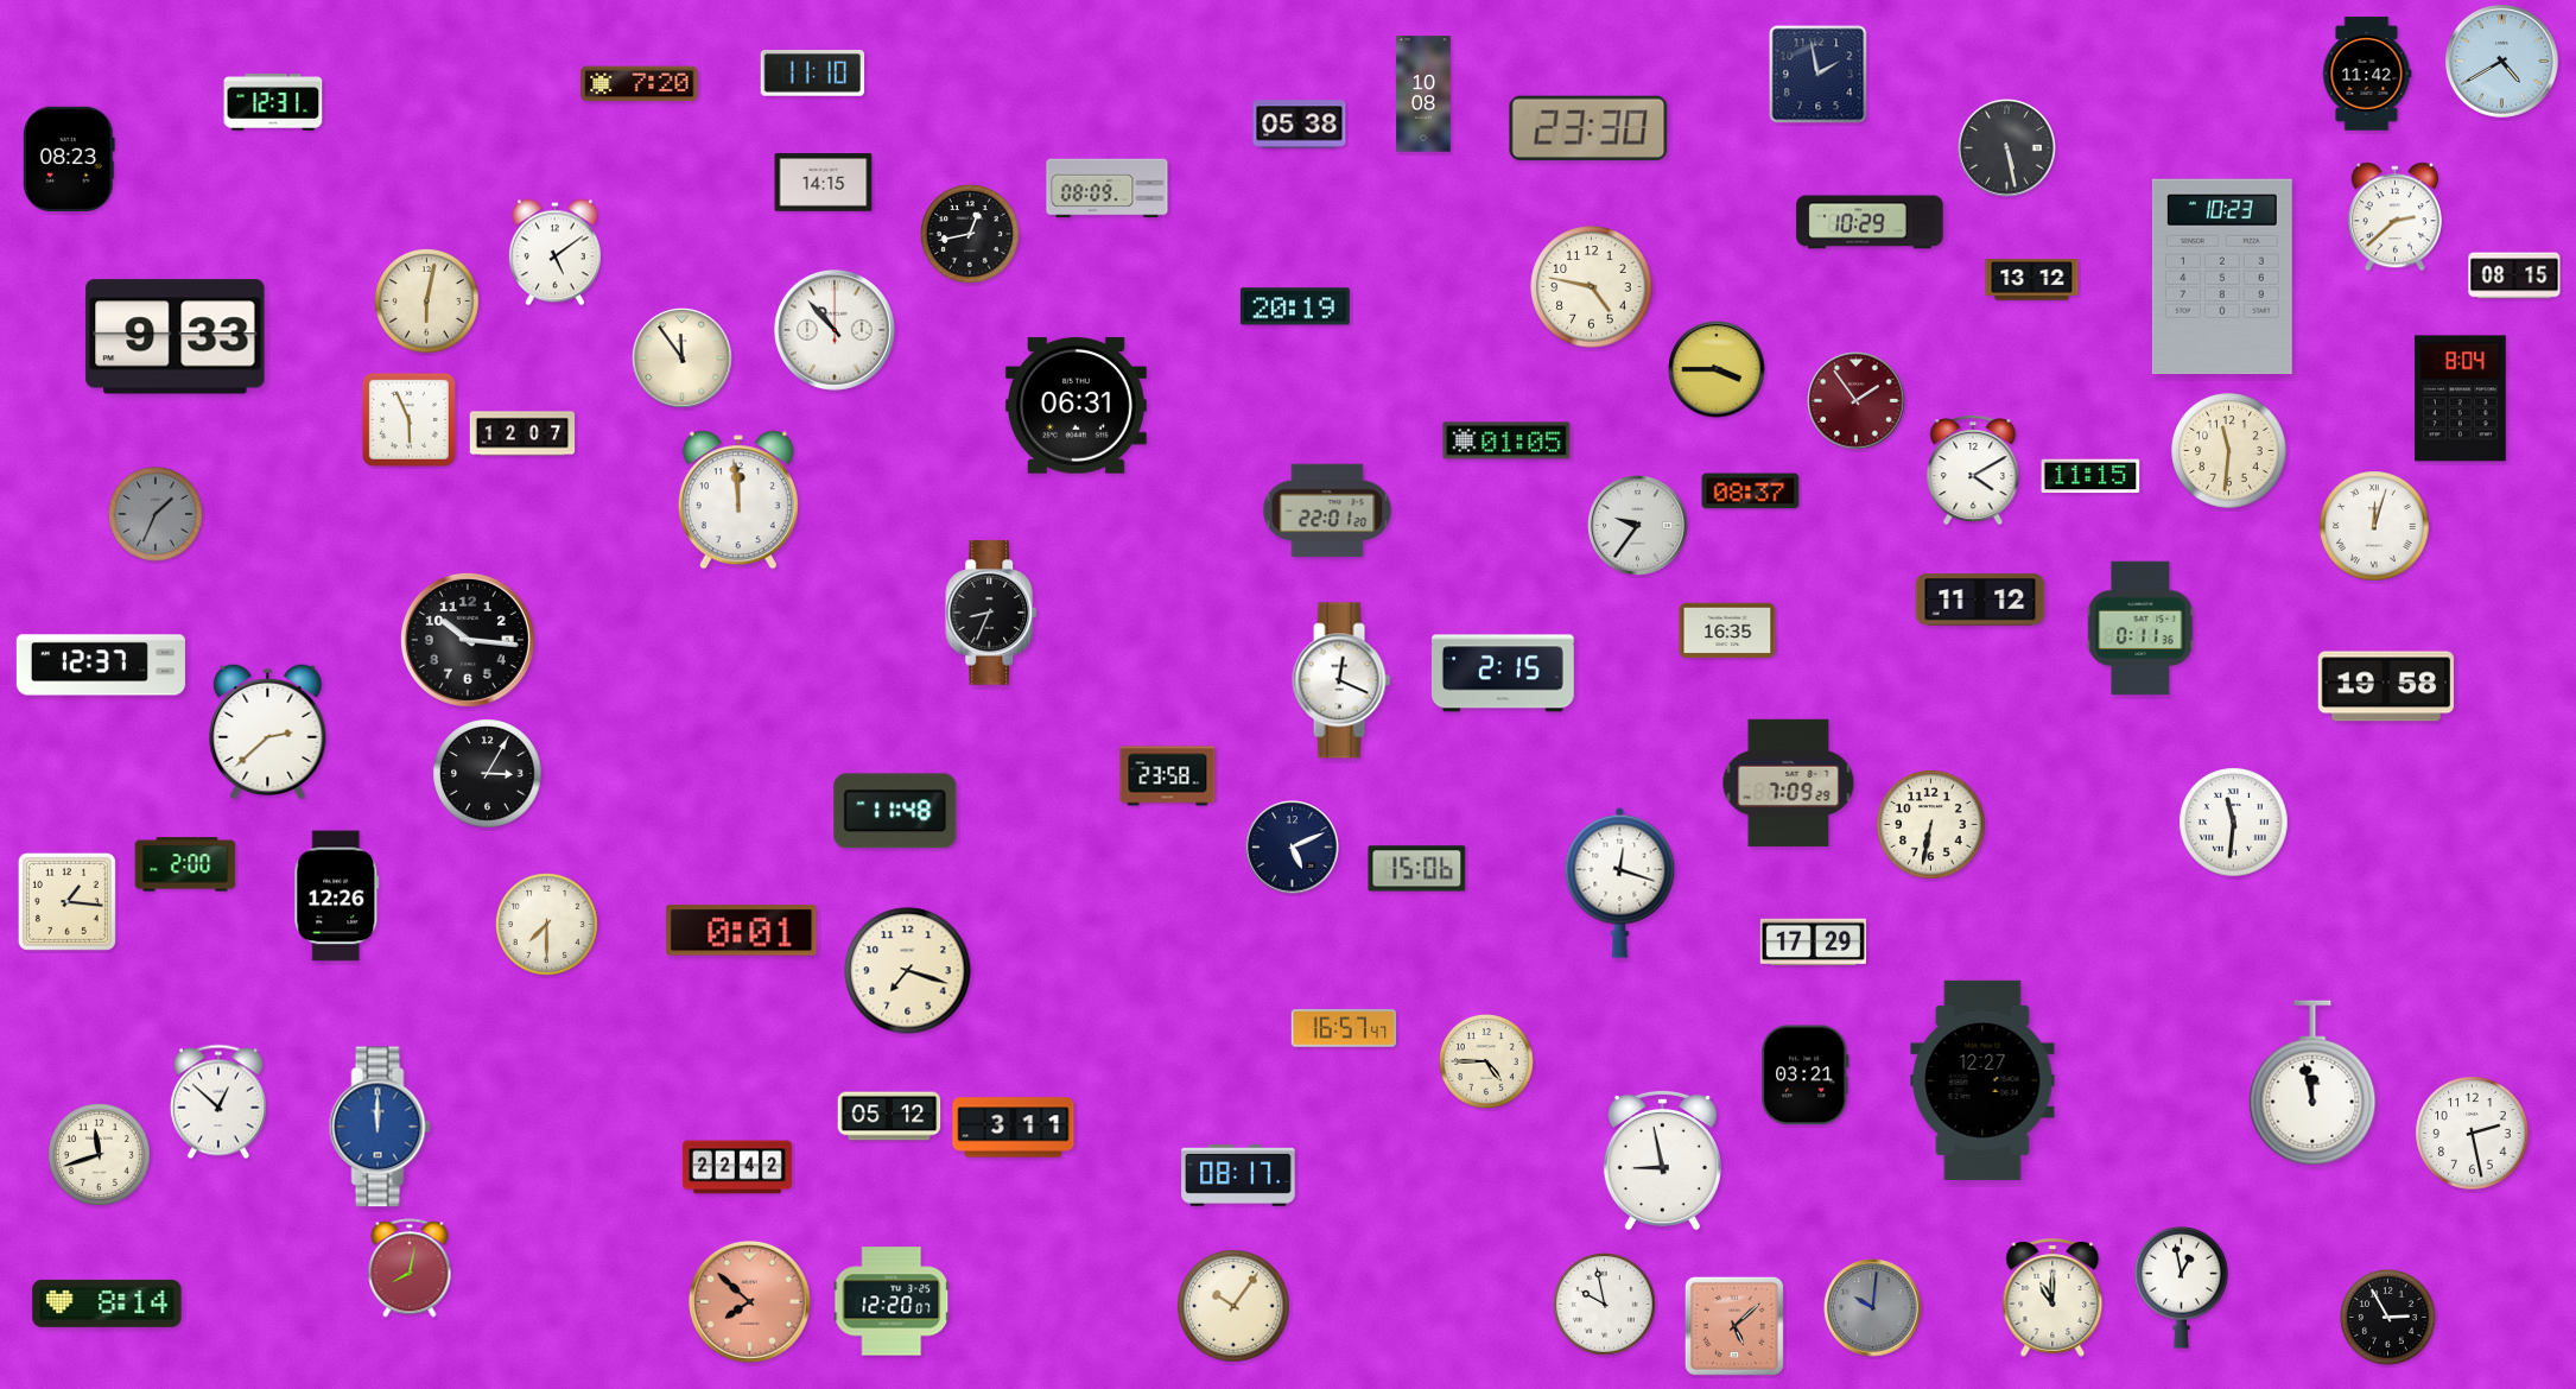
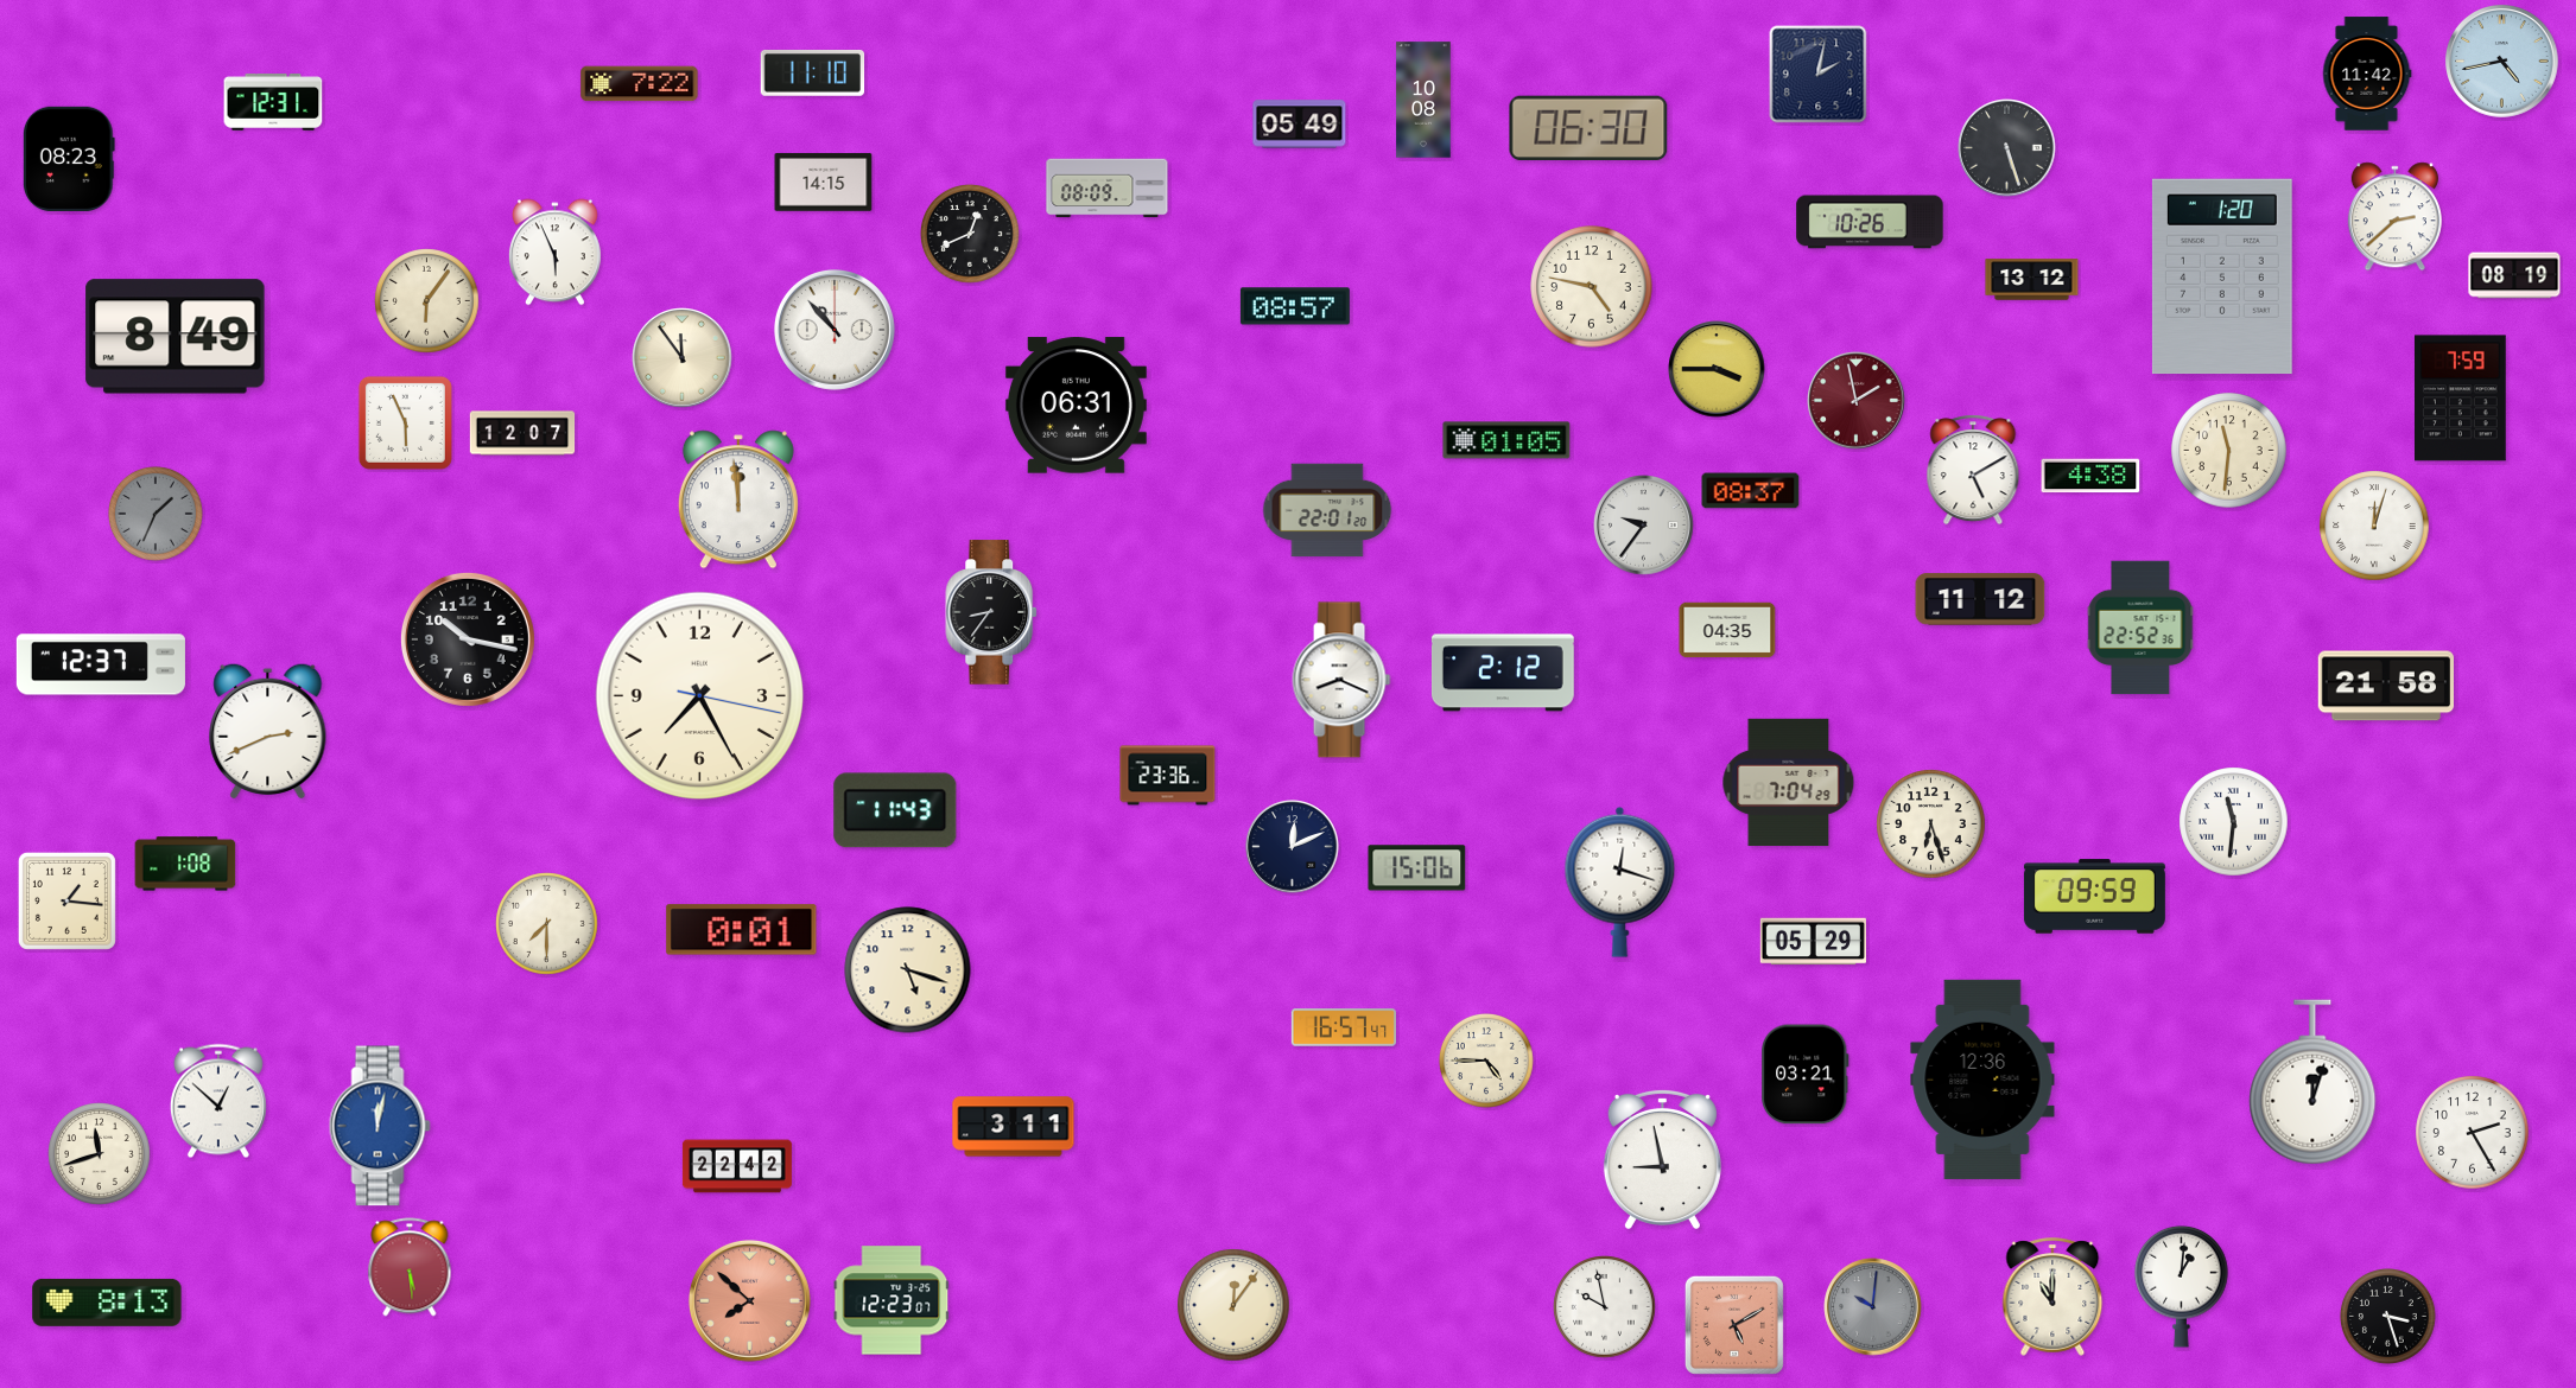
clock at (2502, 62): 4:40 -> 4:43
clock at (1819, 75): 1:58 -> 2:02
clock at (640, 84): 7:20 -> 7:22
clock at (1423, 94) position: (1423, 94) -> (1423, 100)
clock at (1300, 125): 05:38 -> 05:49
clock at (1588, 128): 23:30 -> 06:30
clock at (2007, 148): 5:28 -> 5:27
clock at (1870, 222): 10:29 -> 10:26
clock at (971, 235): 12:43 -> 12:41
clock at (554, 253): 5:09 -> 5:56
clock at (2514, 275): 08:15 -> 08:19
clock at (2222, 277): 10:23 -> 1:20
clock at (427, 302): 6:02 -> 6:06
clock at (1295, 306): 20:19 -> 08:57
clock at (176, 337): 9:33 -> 8:49
clock at (2461, 399): 8:04 -> 7:59
clock at (1857, 401): 1:54 -> 1:58
clock at (408, 419) position: (408, 419) -> (405, 422)
clock at (1973, 470): 4:10 -> 5:10
clock at (2090, 476): 11:15 -> 4:38
clock at (1638, 526) position: (1638, 526) -> (1644, 526)
clock at (992, 613): 8:34 -> 8:36
clock at (2140, 628): 0:11 -> 22:52
clock at (1727, 630): 16:35 -> 04:35
clock at (468, 640): 10:16 -> 10:17
clock at (1503, 673): 2:15 -> 2:12
clock at (1341, 680): 12:19 -> 8:19
clock at (2385, 686): 19:58 -> 21:58
clock at (700, 696): none -> 7:25
clock at (268, 731): 2:38 -> 2:41
clock at (488, 774): 3:05 -> none
clock at (1168, 776): 23:58 -> 23:36
clock at (1789, 782): 7:09 -> 7:04
clock at (895, 811): 11:48 -> 11:43
clock at (1931, 825): 6:32 -> 6:27
clock at (1293, 848): 5:11 -> 12:11
clock at (185, 864): 2:00 -> 1:08
clock at (337, 896): 12:26 -> none
clock at (2094, 897): none -> 09:59
clock at (1813, 943): 17:29 -> 05:29
clock at (908, 971): 7:18 -> 5:18
clock at (1982, 1080): 12:27 -> 12:36
clock at (2312, 1083): 11:58 -> 12:03
clock at (889, 1116): 05:12 -> none
clock at (380, 1127): 12:00 -> 12:02
clock at (2473, 1134): 2:28 -> 2:25
clock at (1238, 1176): 08:17 -> none
clock at (410, 1268): 8:02 -> 5:29
clock at (2182, 1287): 12:58 -> 1:01
clock at (892, 1301): 12:20 -> 12:23
clock at (107, 1304): 8:14 -> 8:13
clock at (1605, 1305) position: (1605, 1305) -> (1605, 1307)
clock at (1233, 1306): 10:06 -> 12:06
clock at (2388, 1318): 2:55 -> 3:27
clock at (1734, 1326): 5:08 -> 5:10
